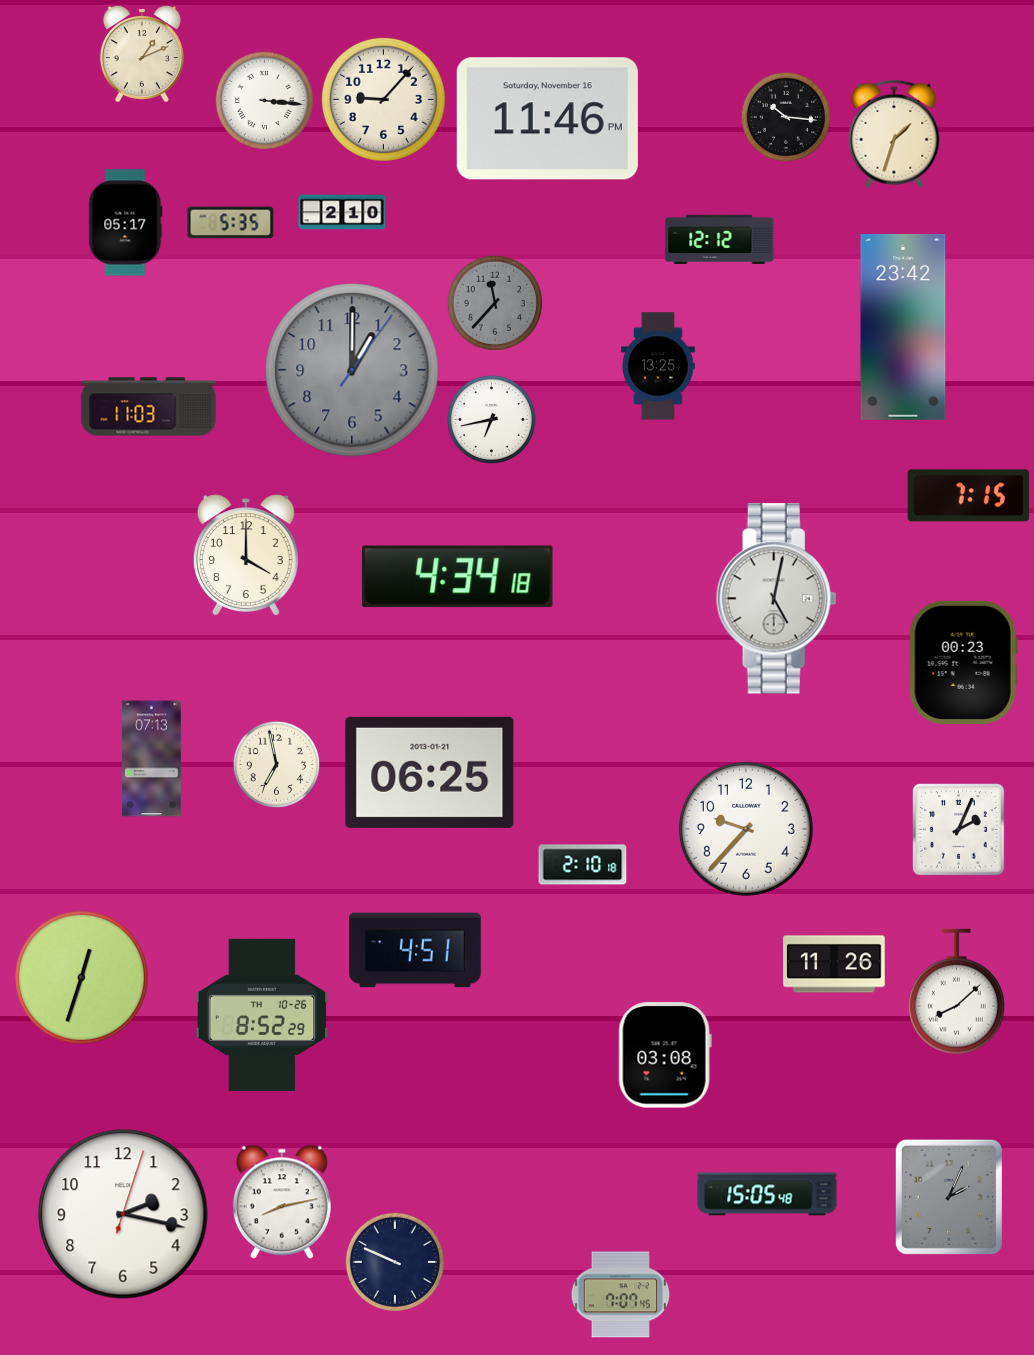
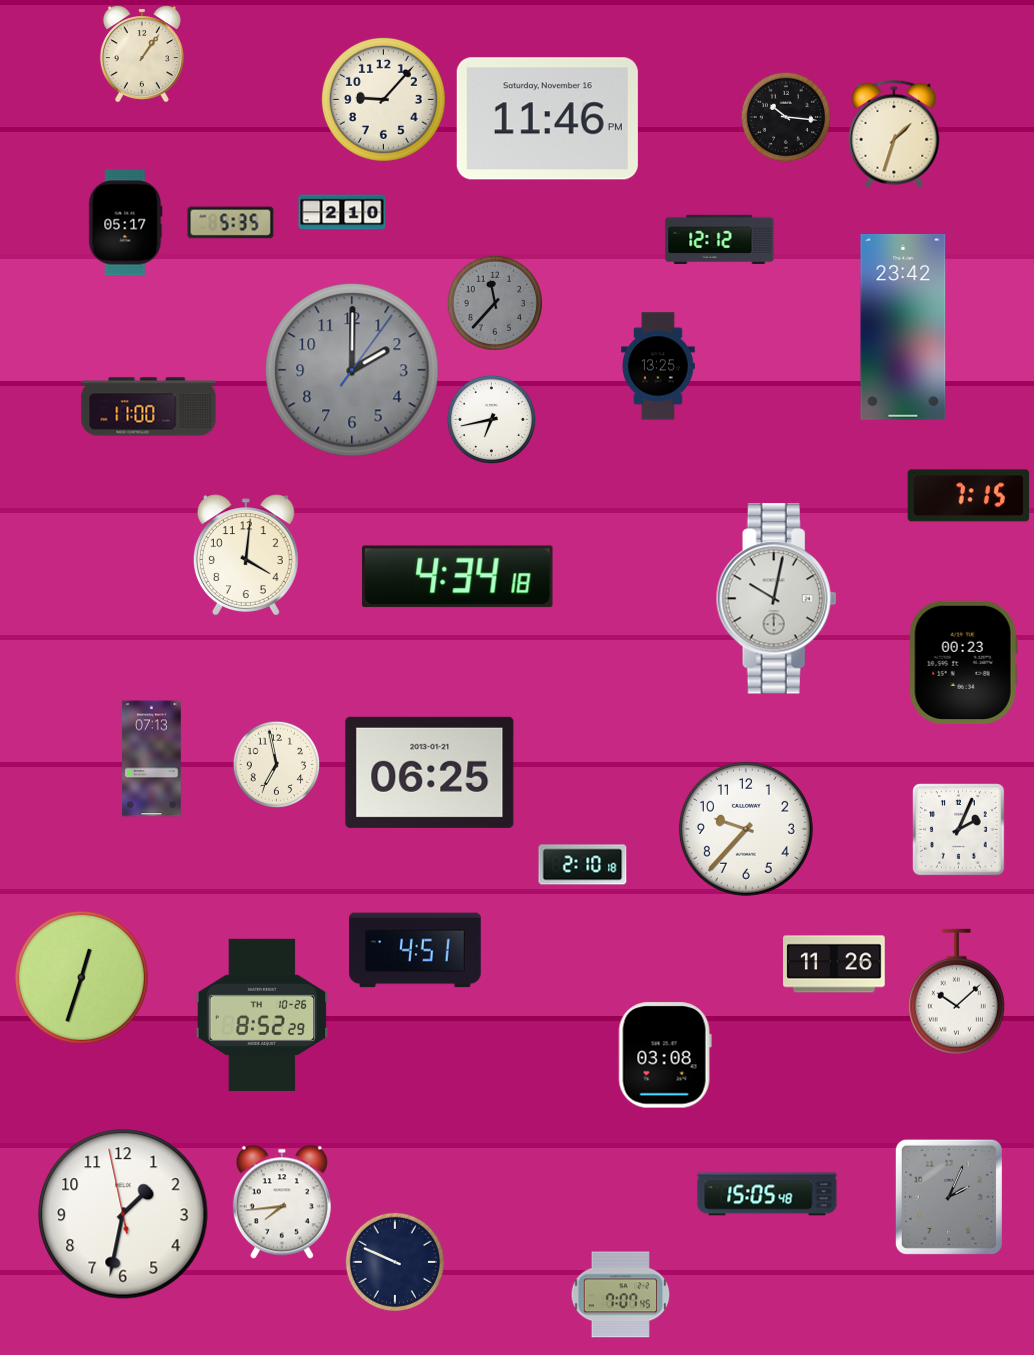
clock at (142, 54): 1:11 -> 1:06
clock at (264, 100): 3:16 -> none
clock at (352, 370): 1:00 -> 2:00
clock at (149, 407): 11:03 -> 11:00
clock at (246, 555): 4:00 -> 4:01
clock at (776, 599): 5:02 -> 10:02
clock at (956, 992): 8:08 -> 10:08
clock at (282, 1202): 8:13 -> 7:44
clock at (123, 1214): 2:17 -> 1:31
